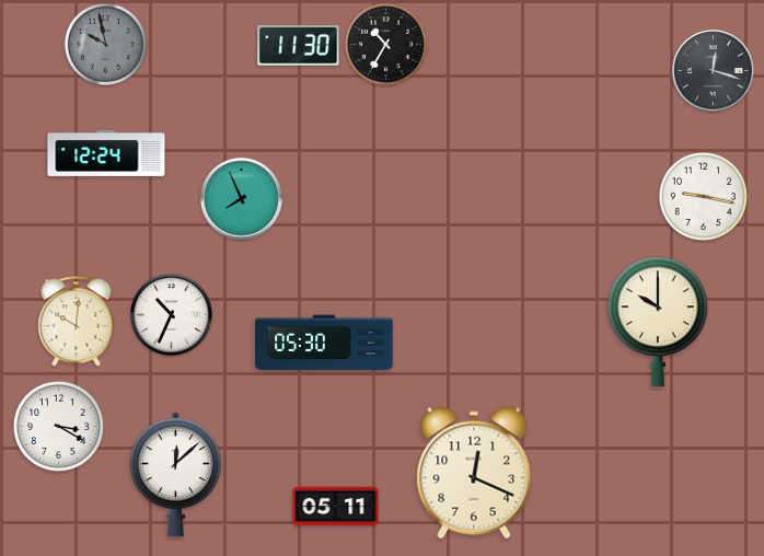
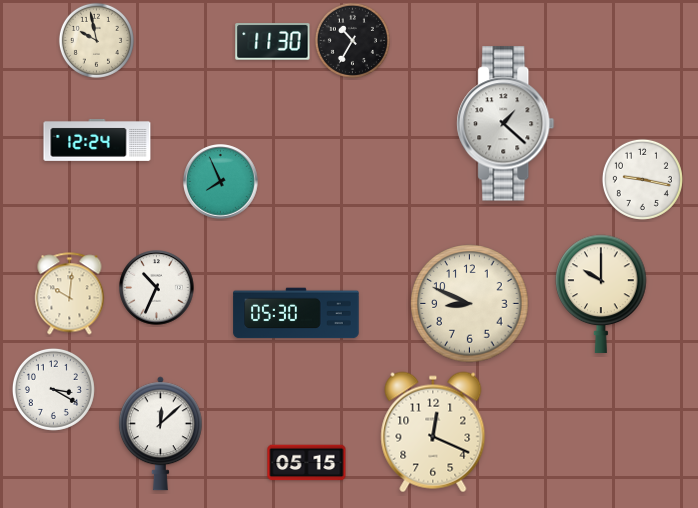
clock at (105, 44) dial: grey -> cream
clock at (714, 71): 12:18 -> none
clock at (506, 124): none -> 1:22
clock at (470, 304): none -> 8:49
clock at (336, 507): 05:11 -> 05:15
